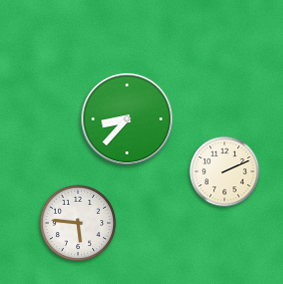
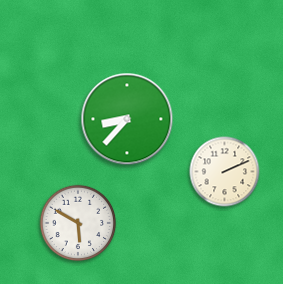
clock at (78, 223): 5:46 -> 5:50
